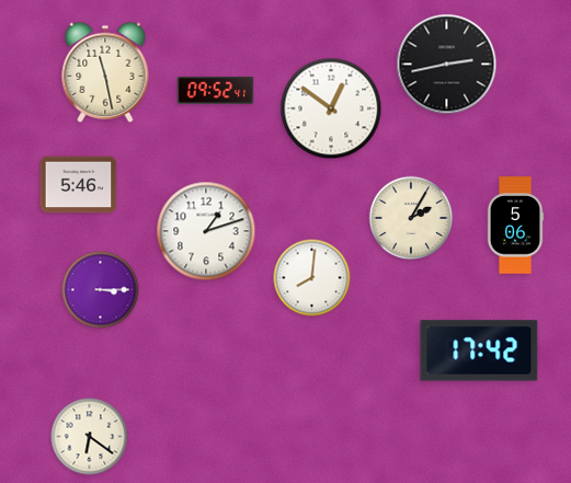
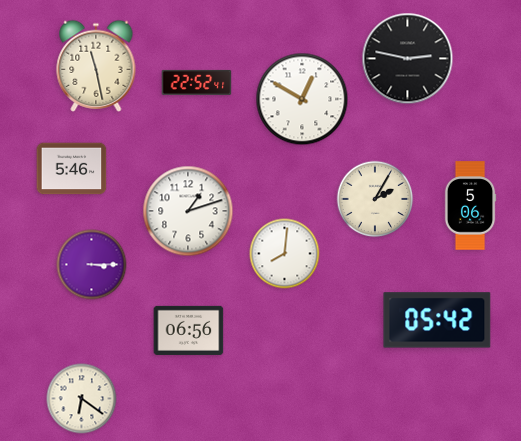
clock at (447, 65): 2:43 -> 2:47
clock at (216, 90): 09:52 -> 22:52
clock at (331, 108): 12:51 -> 12:50
clock at (479, 350): 17:42 -> 05:42
clock at (189, 330): none -> 06:56
